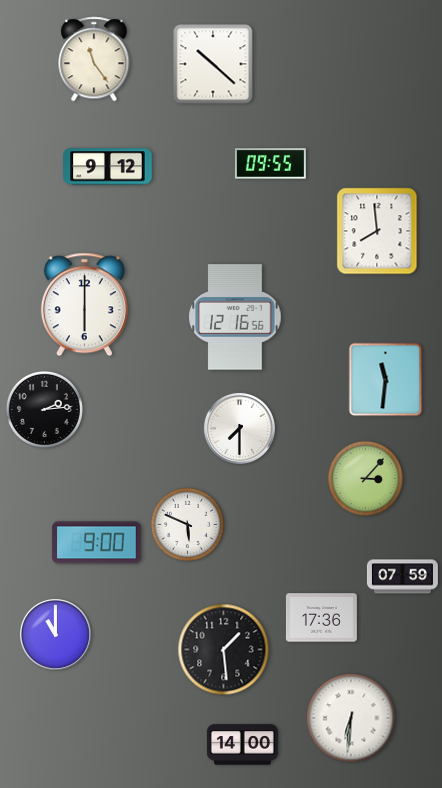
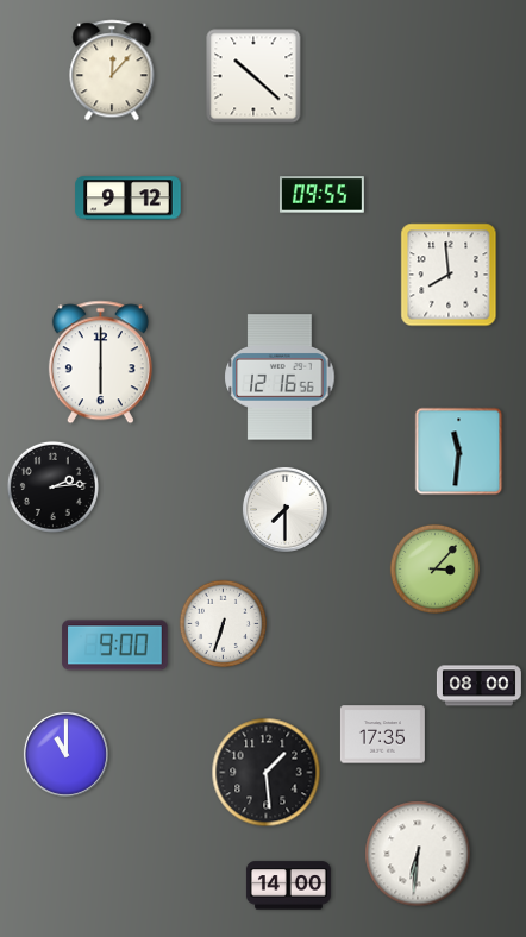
clock at (94, 59): 11:24 -> 12:07
clock at (188, 525): 5:49 -> 6:33
clock at (402, 577): 07:59 -> 08:00
clock at (321, 618): 17:36 -> 17:35
